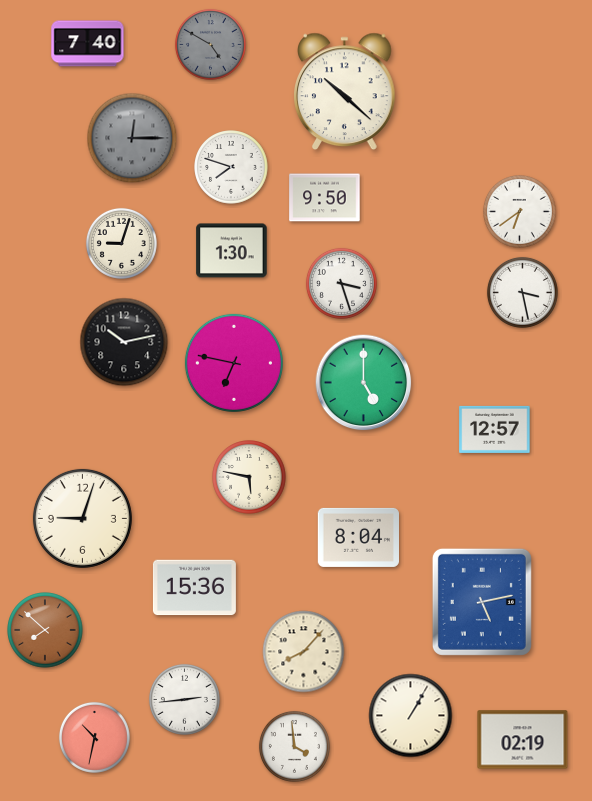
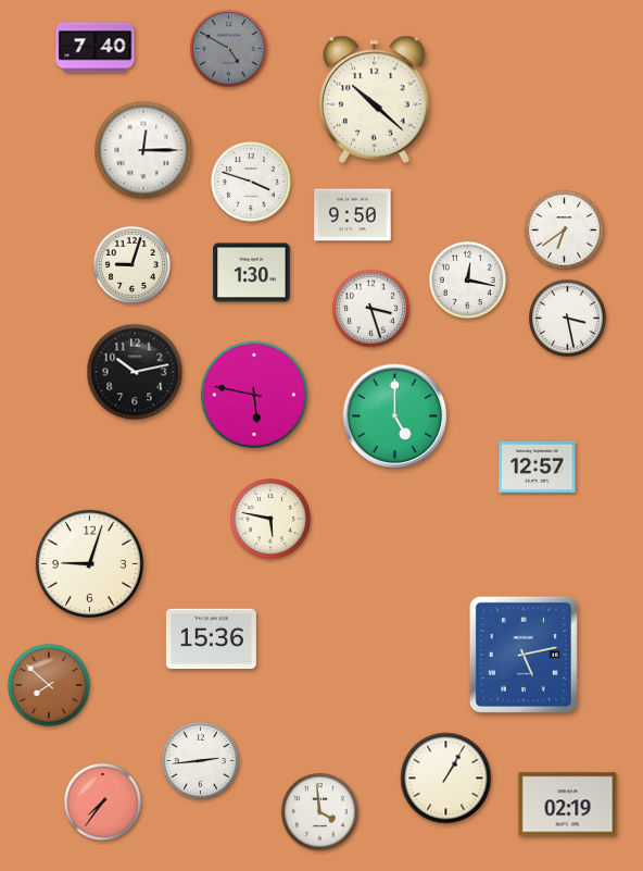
clock at (132, 138) dial: grey -> white
clock at (231, 167): 7:48 -> 3:48
clock at (467, 279): none -> 12:17
clock at (234, 363): 6:47 -> 5:47
clock at (358, 537): 8:04 -> none
clock at (304, 652): 8:07 -> none
clock at (94, 737): 10:32 -> 7:36
